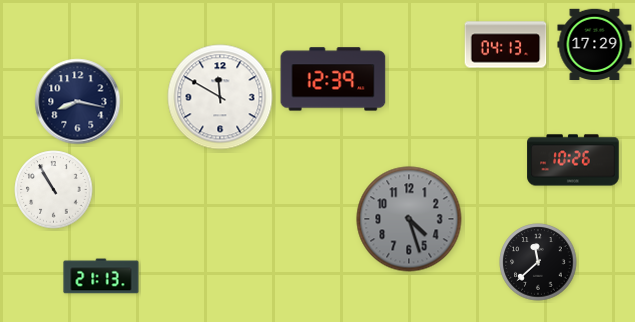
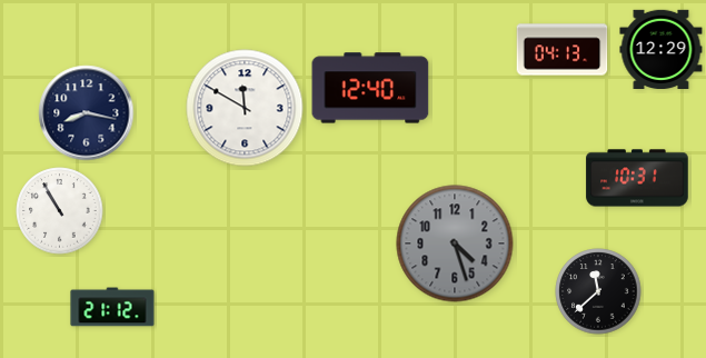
clock at (595, 44): 17:29 -> 12:29
clock at (333, 79): 12:39 -> 12:40
clock at (573, 160): 10:26 -> 10:31
clock at (101, 276): 21:13 -> 21:12
